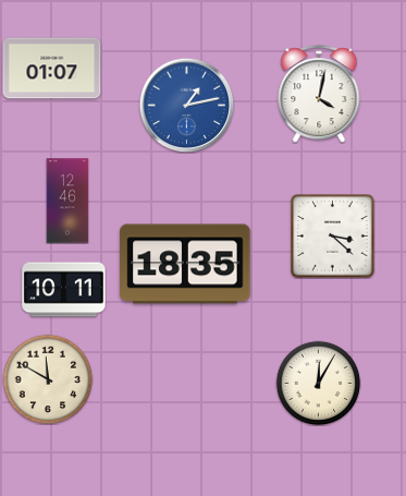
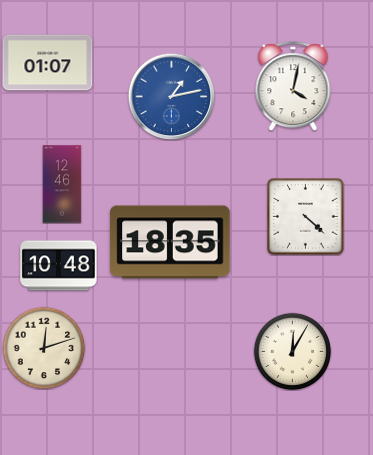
clock at (333, 237): 3:22 -> 4:22
clock at (64, 290): 10:11 -> 10:48
clock at (48, 379): 11:50 -> 12:12
